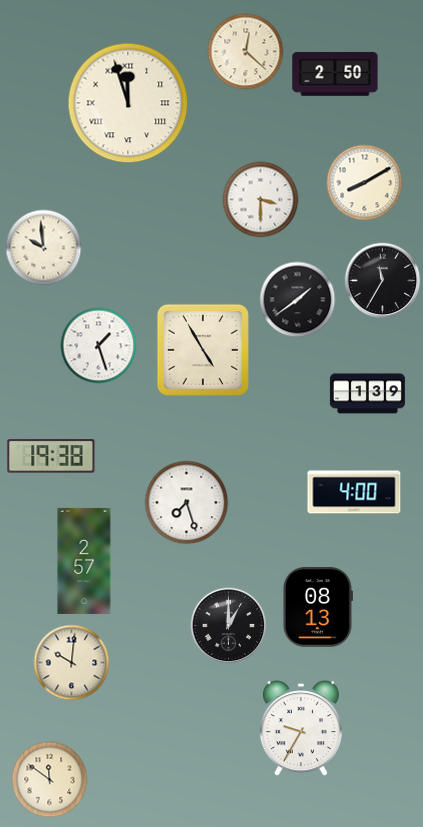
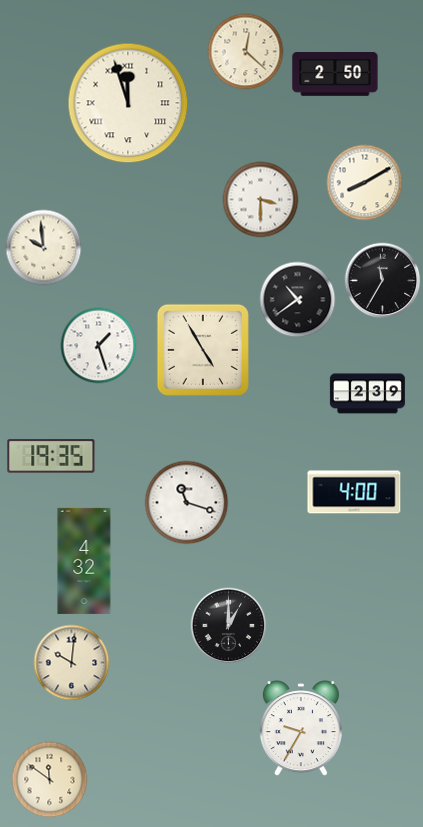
clock at (298, 300): 1:39 -> 10:39
clock at (367, 394): 1:39 -> 2:39
clock at (51, 456): 19:38 -> 19:35
clock at (187, 503): 7:27 -> 11:18
clock at (84, 561): 2:57 -> 4:32
clock at (317, 607): 08:13 -> none
